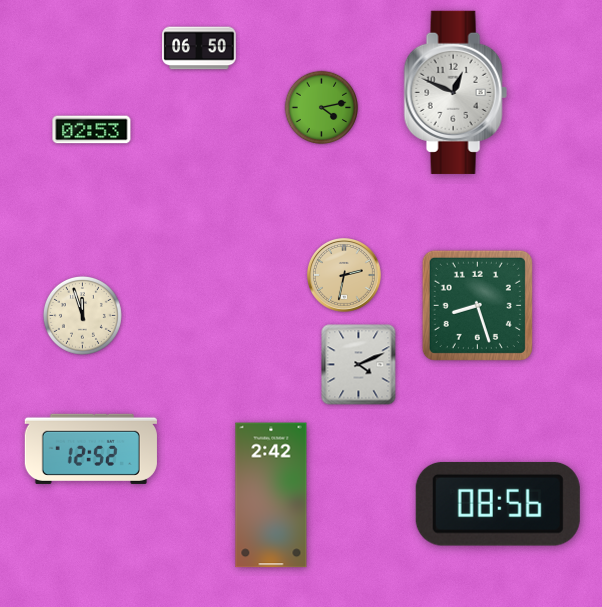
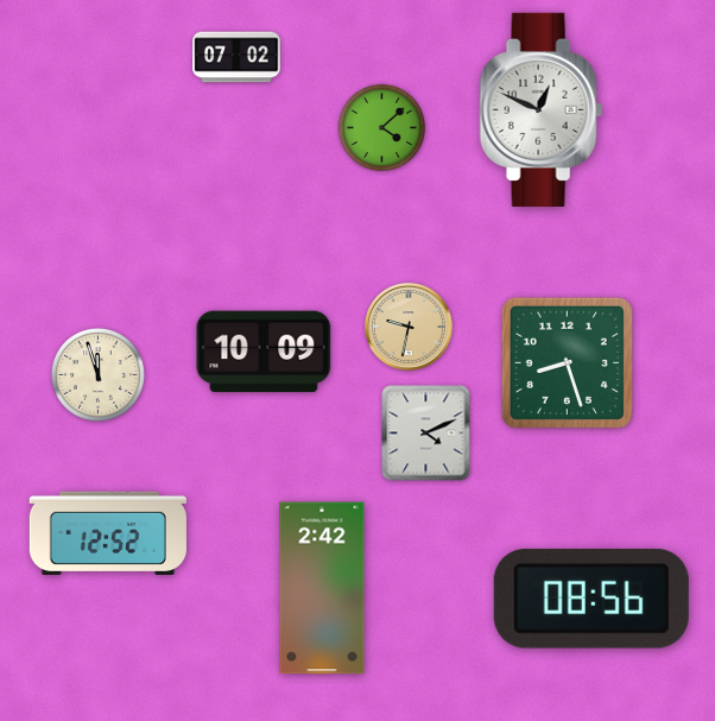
clock at (199, 48): 06:50 -> 07:02
clock at (322, 108): 4:13 -> 4:08
clock at (92, 130): 02:53 -> none
clock at (345, 276): 2:32 -> 9:32
clock at (264, 352): none -> 10:09
